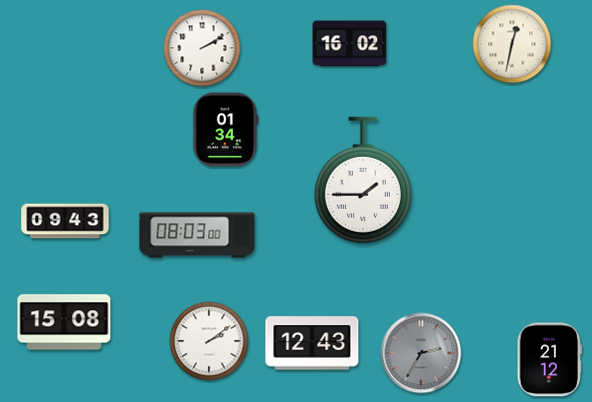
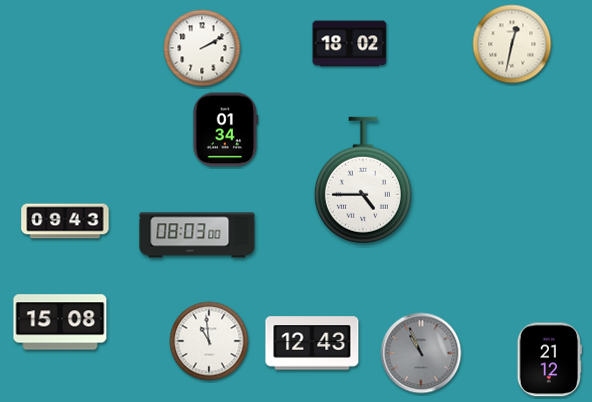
clock at (350, 44): 16:02 -> 18:02
clock at (363, 180): 1:45 -> 4:45
clock at (64, 322) position: (64, 322) -> (60, 322)
clock at (209, 341): 2:09 -> 10:59
clock at (421, 353): 2:35 -> 10:56
